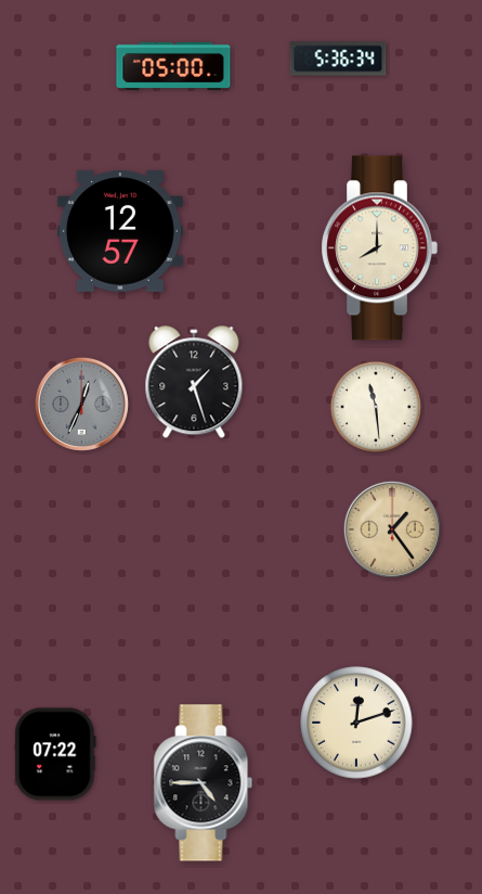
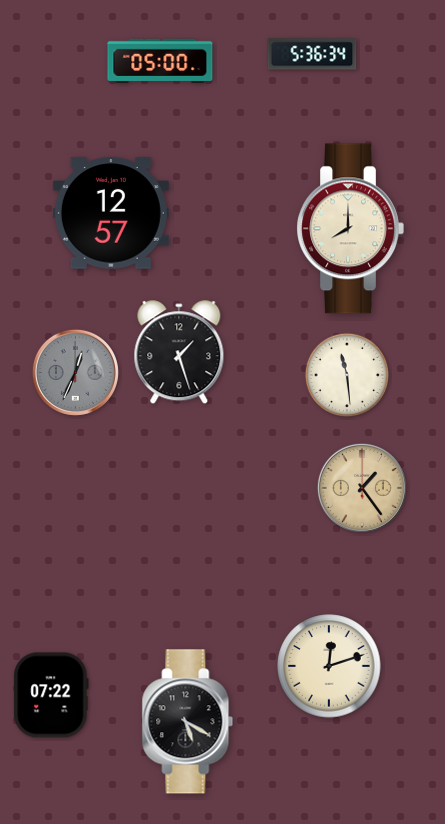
clock at (204, 783): 4:45 -> 5:20
